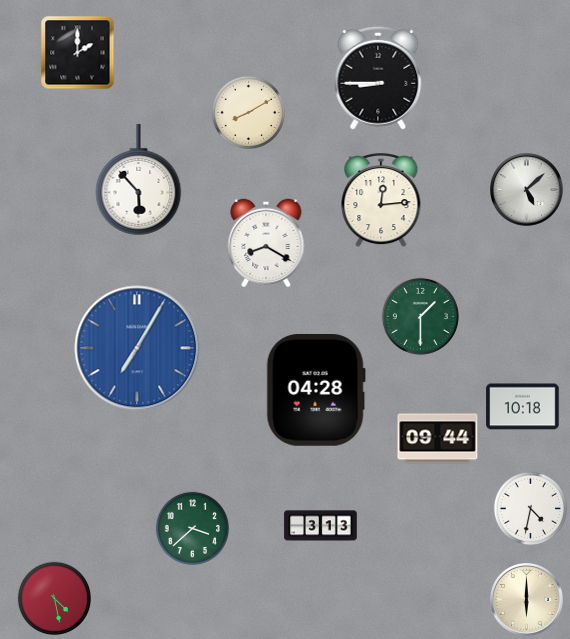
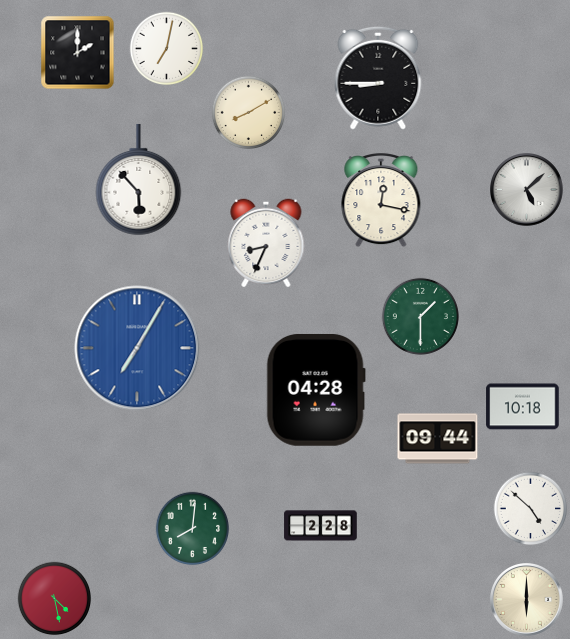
clock at (167, 49): none -> 7:02
clock at (381, 200): 12:14 -> 12:17
clock at (266, 243): 8:20 -> 8:34
clock at (531, 509): 4:32 -> 4:52
clock at (321, 526): 3:13 -> 2:28
clock at (193, 529): 3:38 -> 8:01
